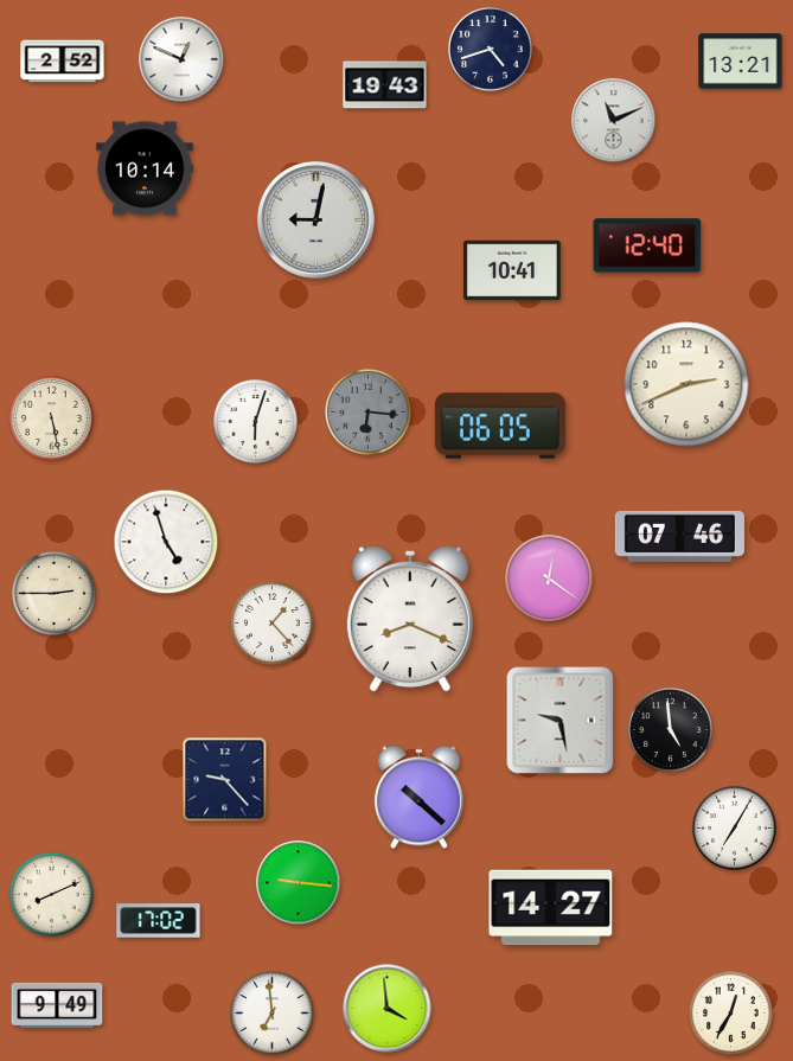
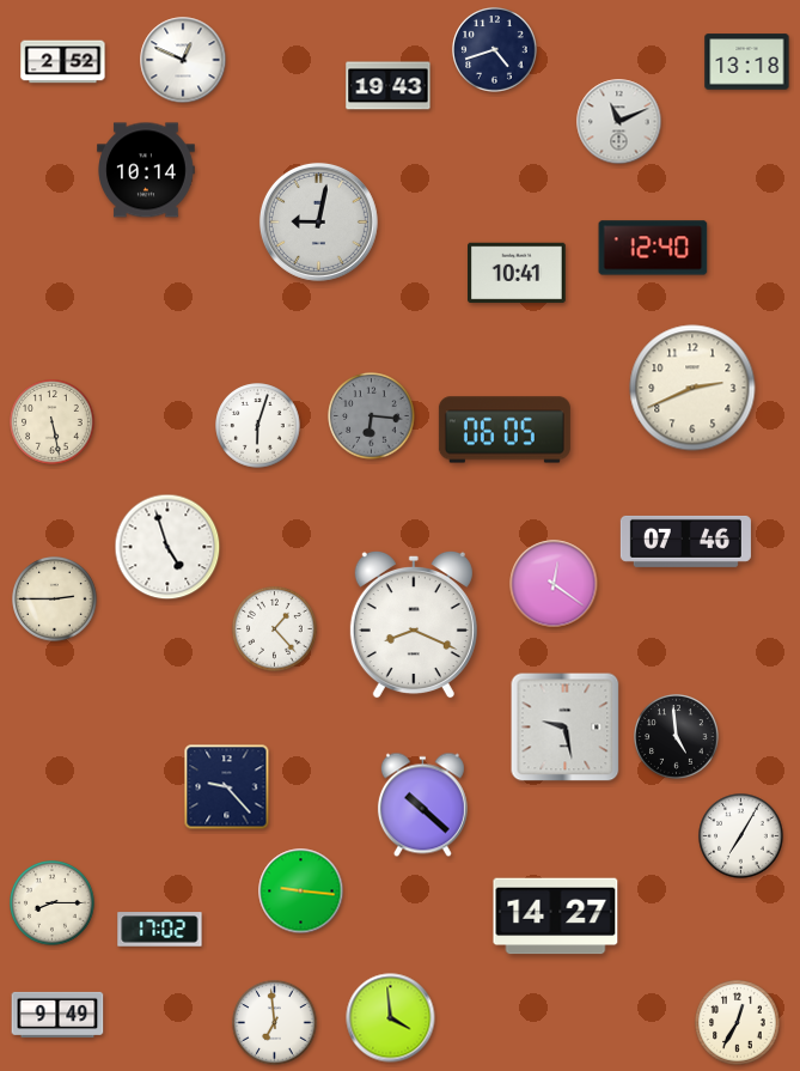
clock at (741, 62): 13:21 -> 13:18
clock at (52, 895): 8:11 -> 8:15
